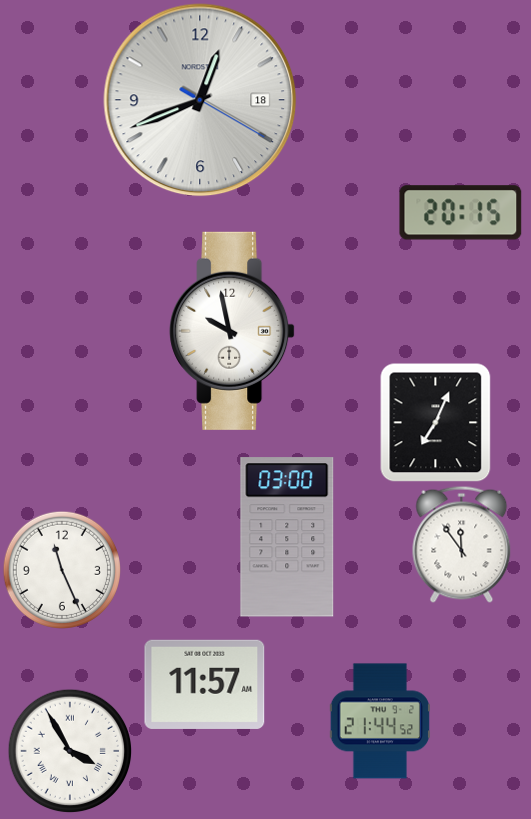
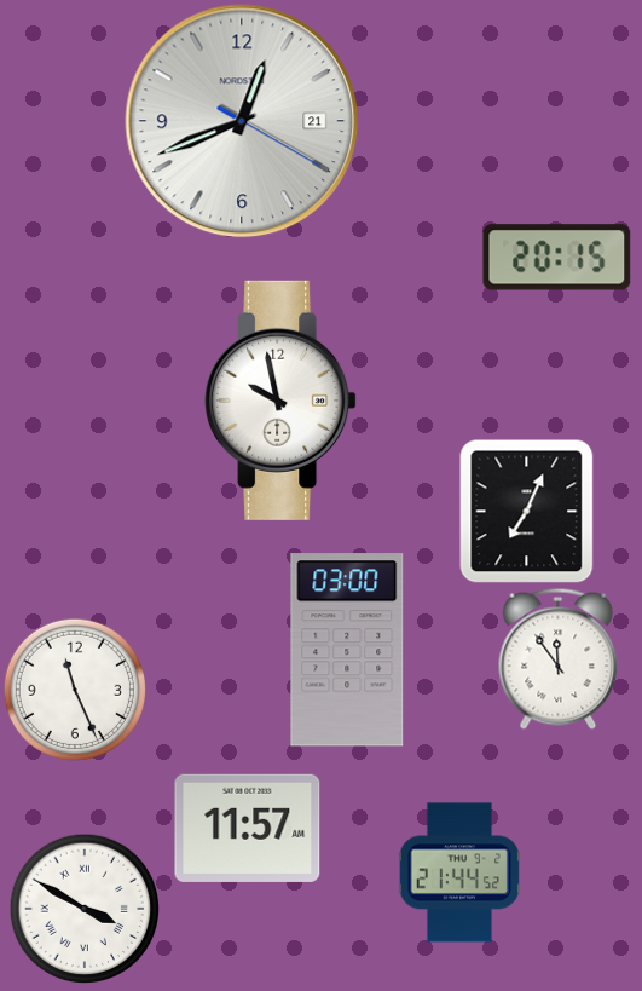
clock at (200, 100) date: 18 -> 21
clock at (70, 751): 3:55 -> 3:50
